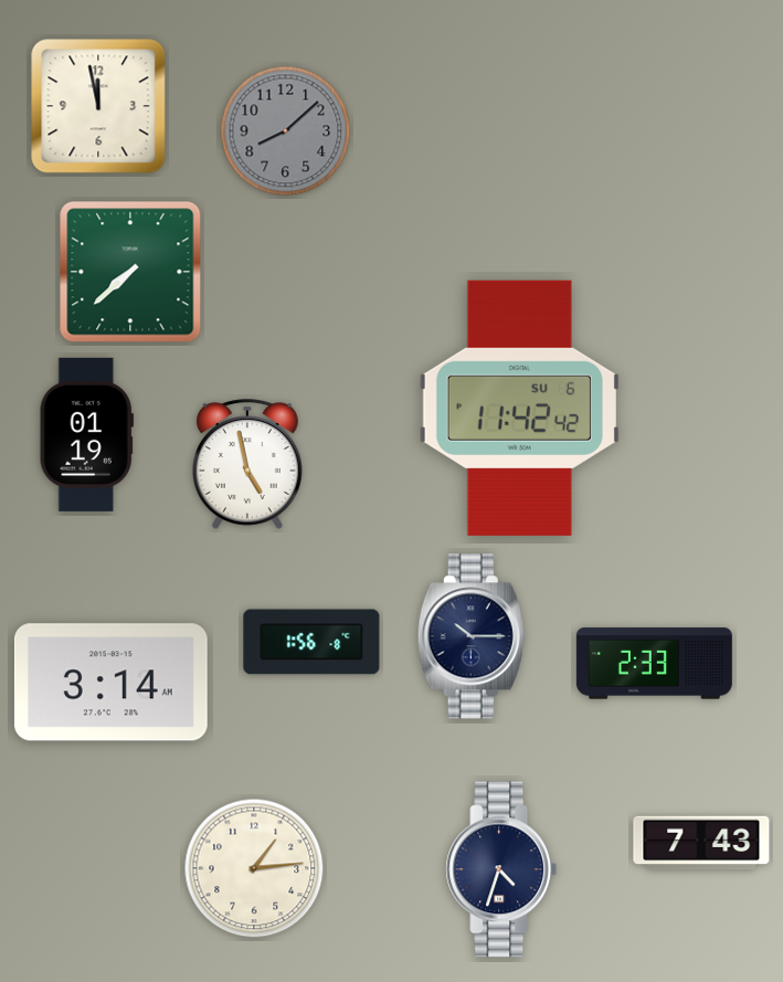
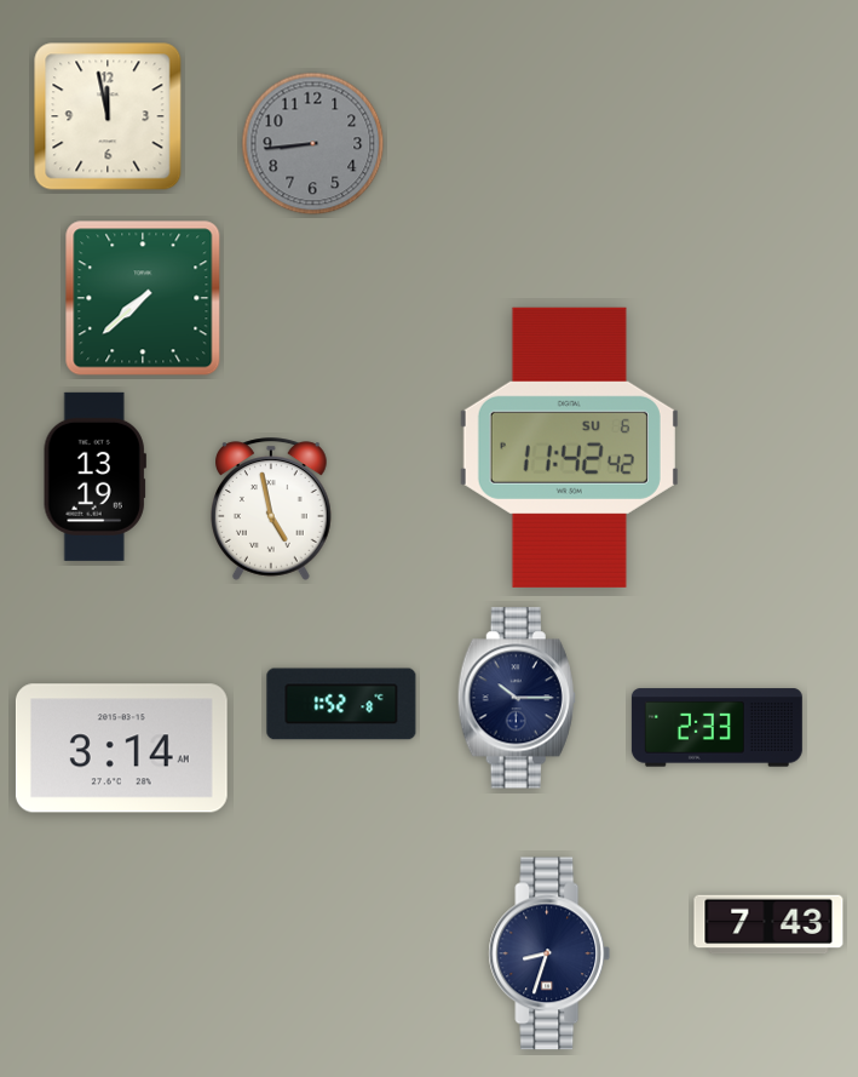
clock at (286, 131): 8:08 -> 8:44
clock at (86, 434): 01:19 -> 13:19
clock at (311, 642): 1:56 -> 1:52
clock at (254, 868): 1:14 -> none
clock at (501, 869): 4:33 -> 8:33
